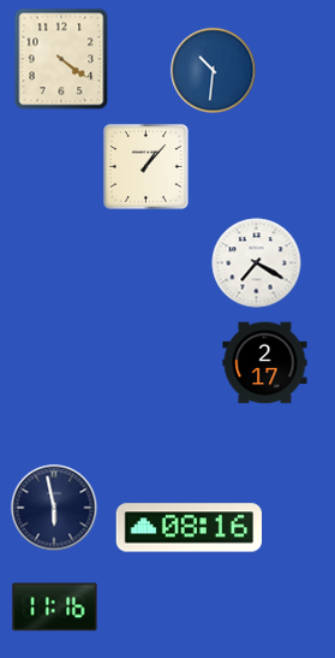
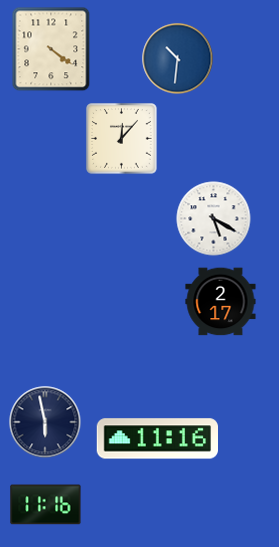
clock at (146, 167): 1:07 -> 12:07
clock at (257, 263): 7:20 -> 5:20
clock at (189, 528): 08:16 -> 11:16
